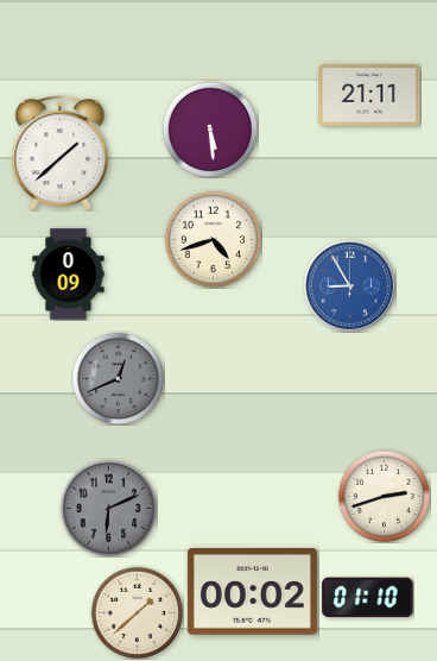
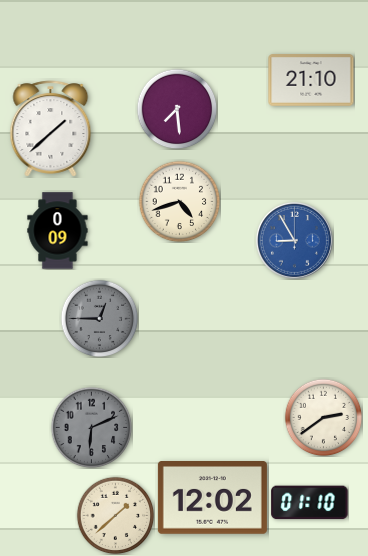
clock at (369, 95): 21:11 -> 21:10
clock at (210, 130): 5:29 -> 7:29
clock at (118, 378): 12:41 -> 12:45
clock at (384, 496): 2:42 -> 2:39
clock at (252, 592): 00:02 -> 12:02
